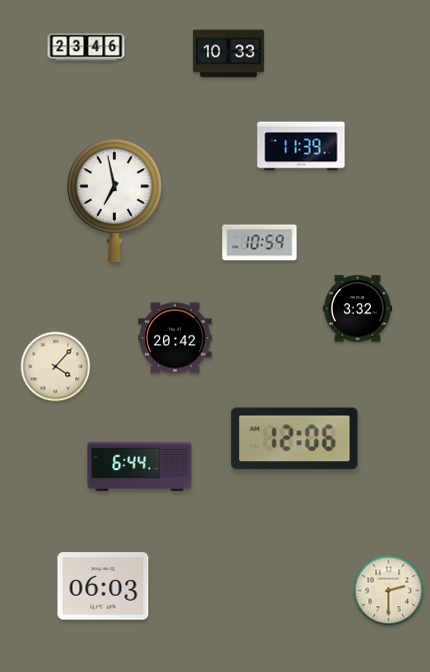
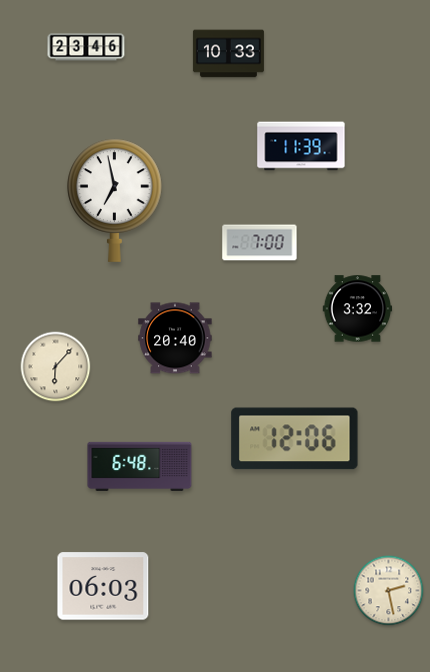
clock at (260, 243): 10:59 -> 7:00
clock at (175, 338): 20:42 -> 20:40
clock at (56, 367): 4:07 -> 6:07
clock at (140, 466): 6:44 -> 6:48
clock at (389, 591): 2:30 -> 2:28
